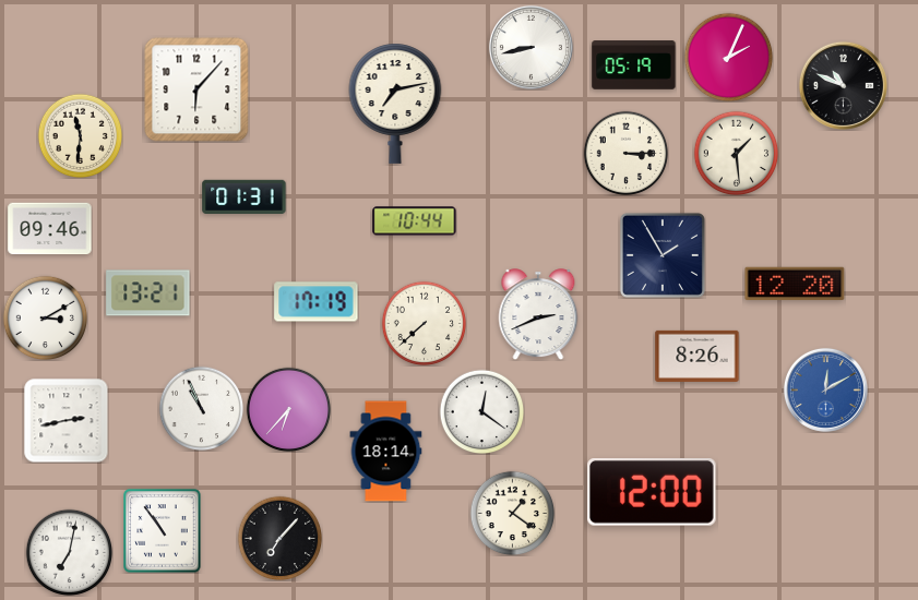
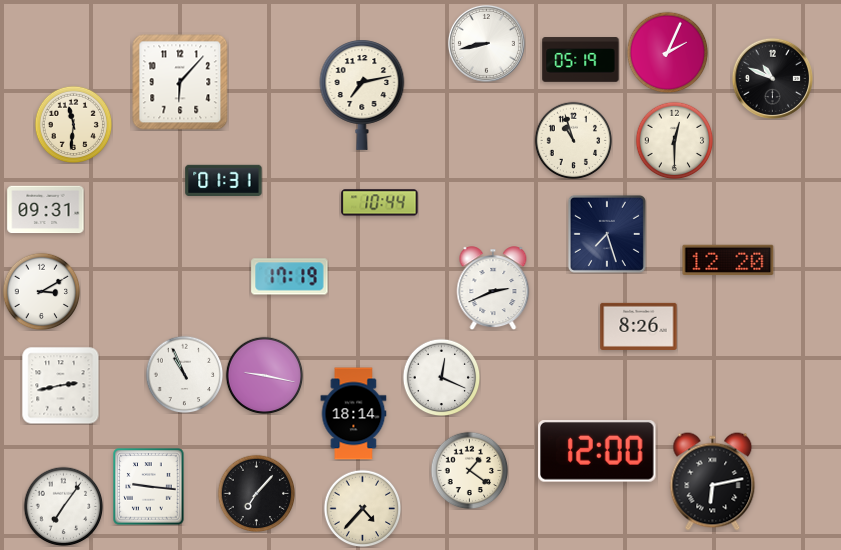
clock at (625, 153): 3:15 -> 10:57
clock at (736, 153): 1:29 -> 12:30
clock at (50, 229): 09:46 -> 09:31
clock at (663, 255): 1:55 -> 7:27
clock at (148, 293): 13:21 -> none
clock at (424, 323): 7:38 -> none
clock at (825, 389): 12:10 -> none
clock at (288, 409): 6:37 -> 9:17
clock at (481, 411): 12:21 -> 12:19
clock at (713, 482): none -> 6:13
clock at (163, 531): 10:54 -> 9:16
clock at (69, 552): 7:02 -> 7:06
clock at (362, 508): none -> 4:37
